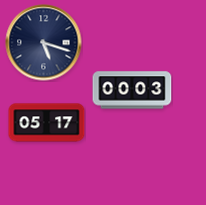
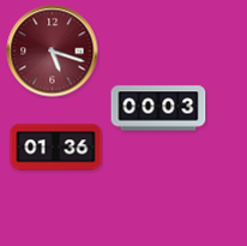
clock at (44, 43) dial: navy -> burgundy
clock at (47, 123): 05:17 -> 01:36
